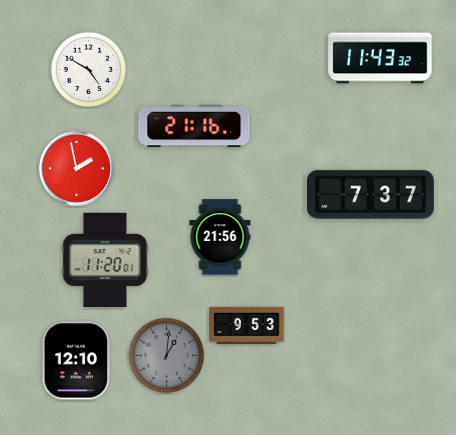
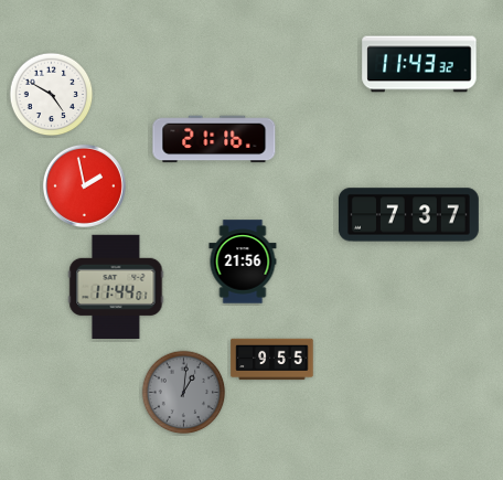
clock at (89, 70) position: (89, 70) -> (52, 95)
clock at (105, 259): 11:20 -> 11:44
clock at (247, 326): 9:53 -> 9:55
clock at (76, 361): 12:10 -> none
